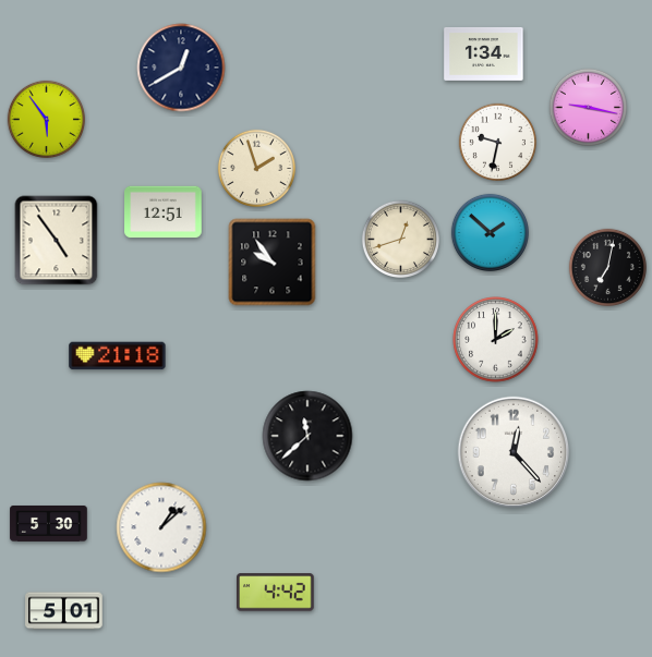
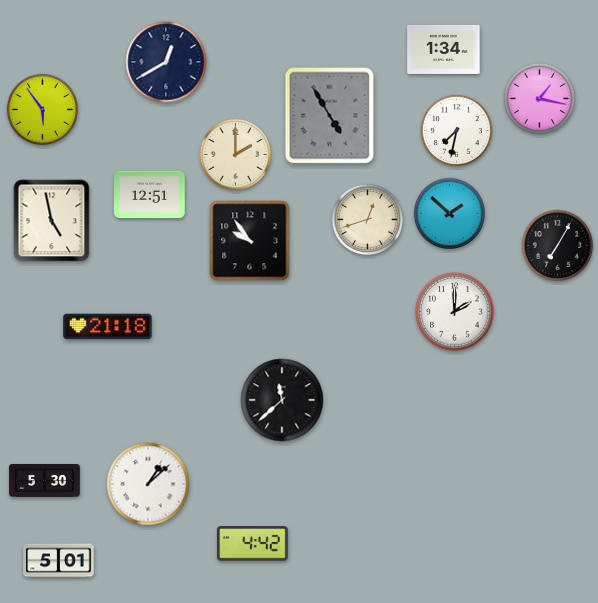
clock at (588, 107): 9:17 -> 1:17
clock at (330, 116): none -> 4:55
clock at (497, 142): 9:32 -> 7:32
clock at (256, 168): 1:57 -> 2:00
clock at (57, 241): 4:54 -> 4:58
clock at (607, 267): 7:02 -> 7:05
clock at (514, 452): 12:23 -> none
